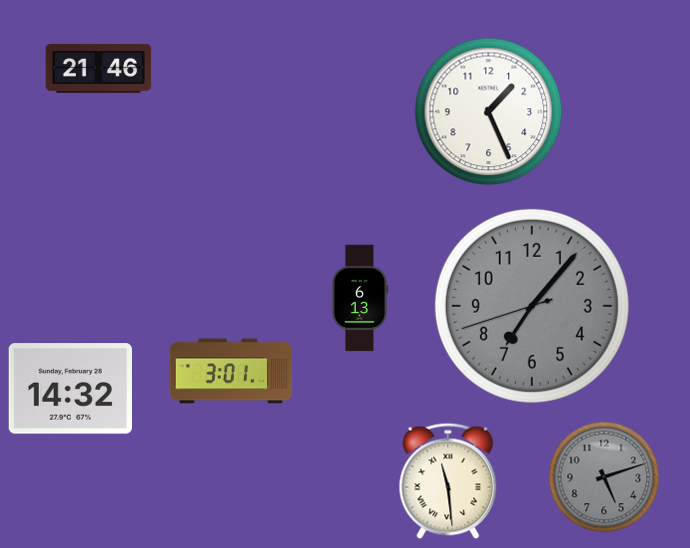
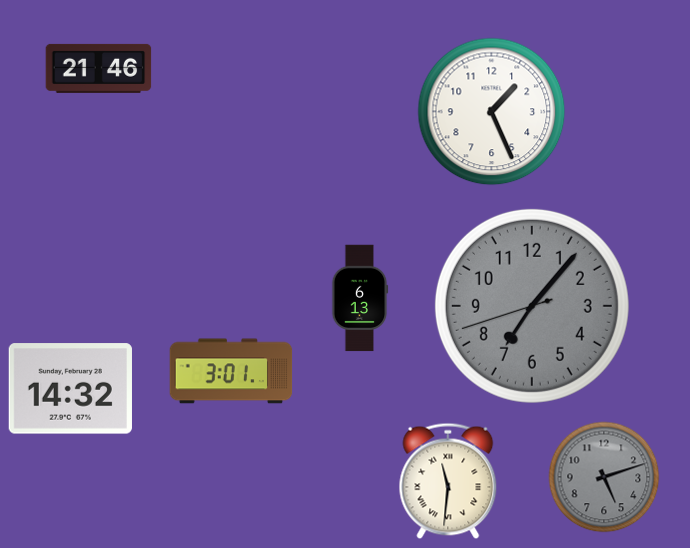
clock at (489, 112) position: (489, 112) -> (492, 112)
clock at (448, 481): 11:29 -> 11:31
